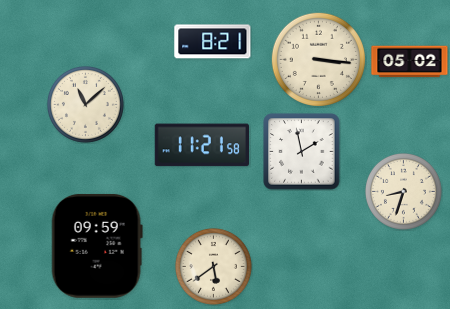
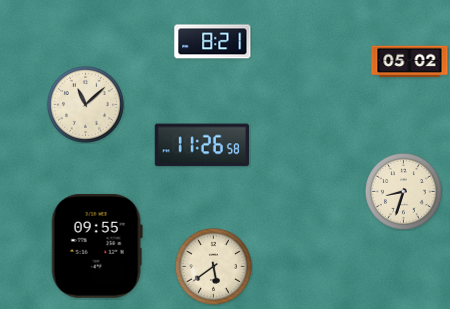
clock at (318, 59): 3:16 -> none
clock at (201, 145): 11:21 -> 11:26
clock at (302, 152): 1:58 -> none
clock at (97, 246): 09:59 -> 09:55
